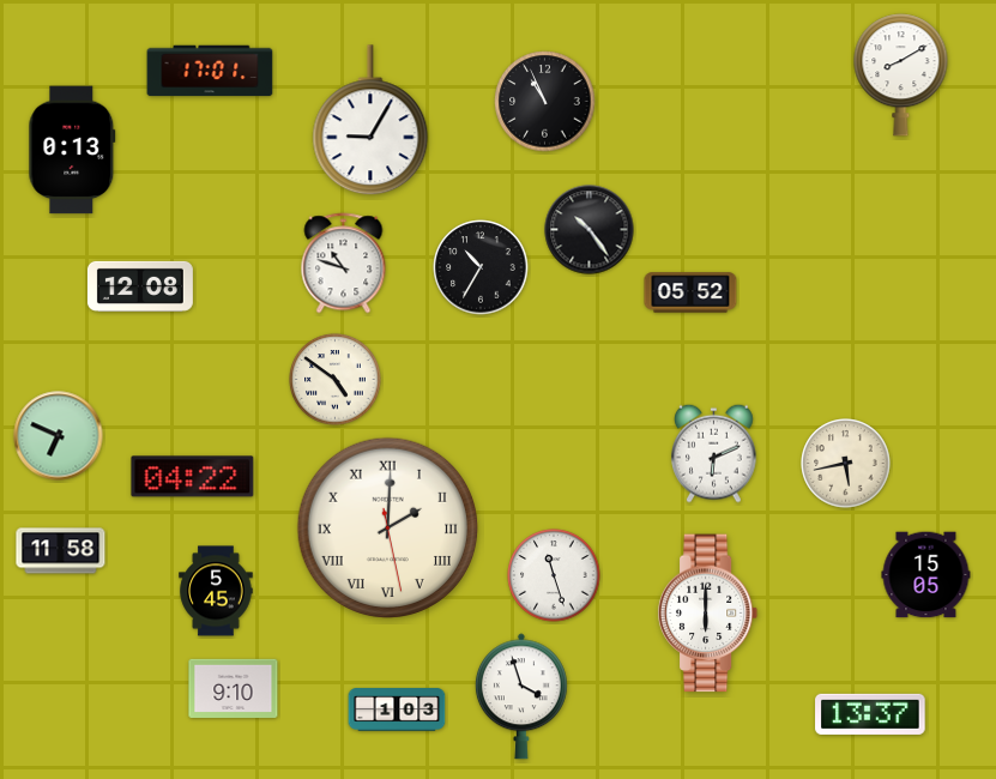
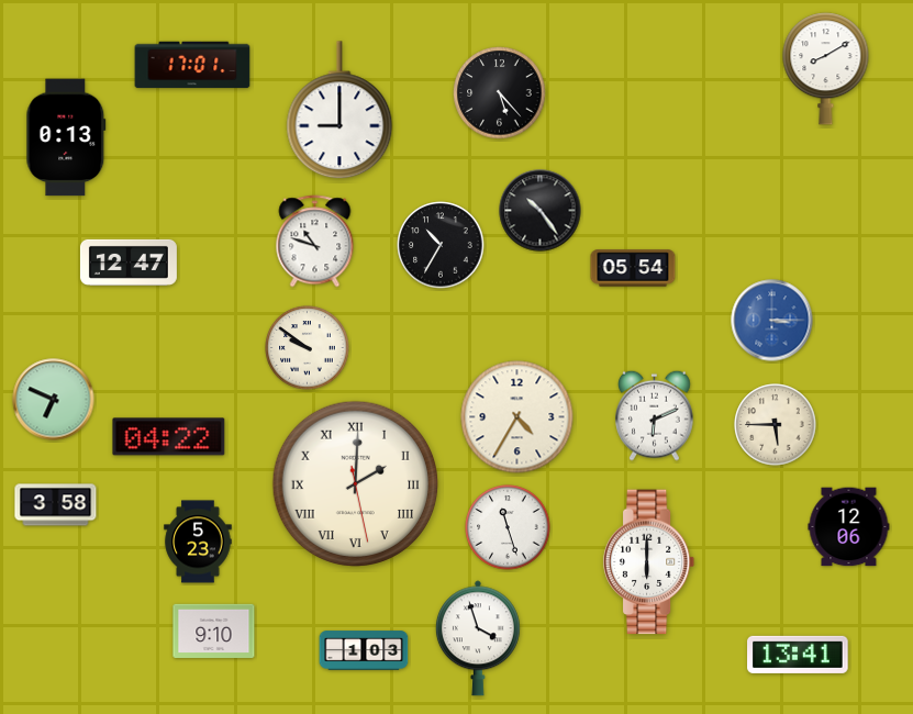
clock at (545, 102): 10:56 -> 5:23
clock at (370, 121): 9:05 -> 9:00
clock at (140, 286): 12:08 -> 12:47
clock at (690, 292): 05:52 -> 05:54
clock at (772, 321): none -> 3:15
clock at (336, 380): 4:51 -> 9:51
clock at (517, 417): none -> 4:35
clock at (846, 464): 5:43 -> 5:45
clock at (193, 477) position: (193, 477) -> (169, 437)
clock at (61, 551): 11:58 -> 3:58
clock at (926, 575): 15:05 -> 12:06
clock at (216, 591): 5:45 -> 5:23
clock at (870, 714): 13:37 -> 13:41
